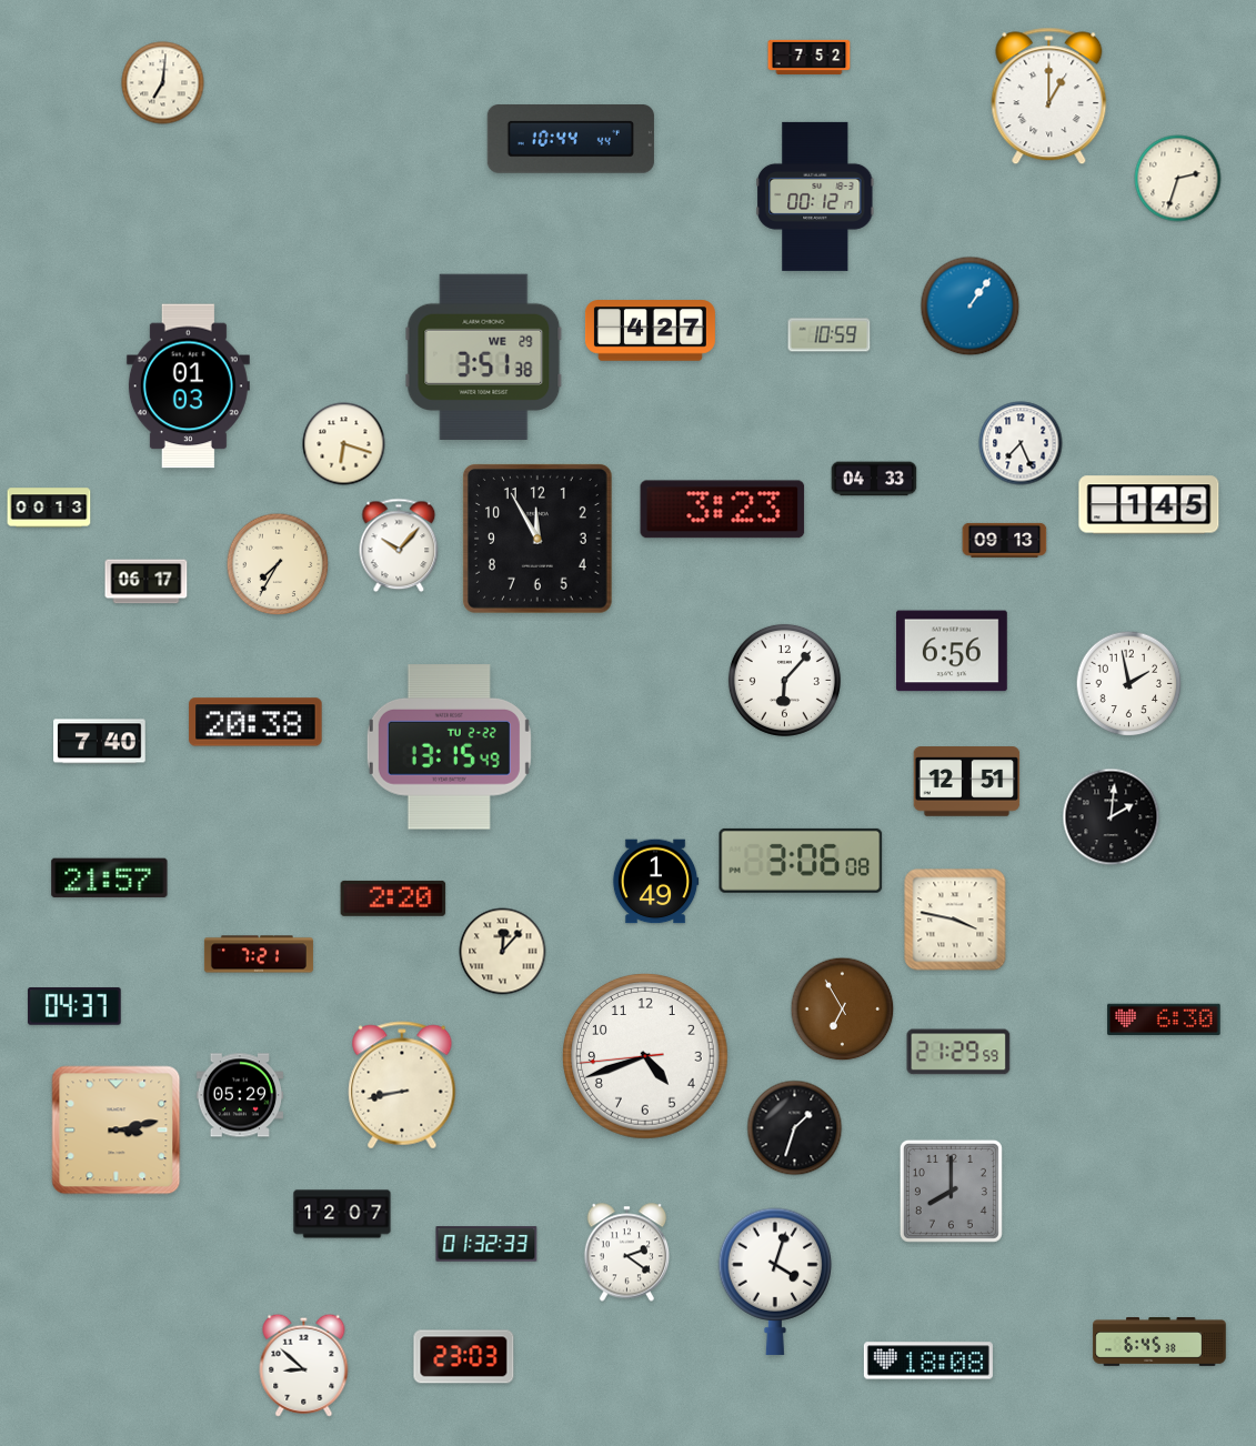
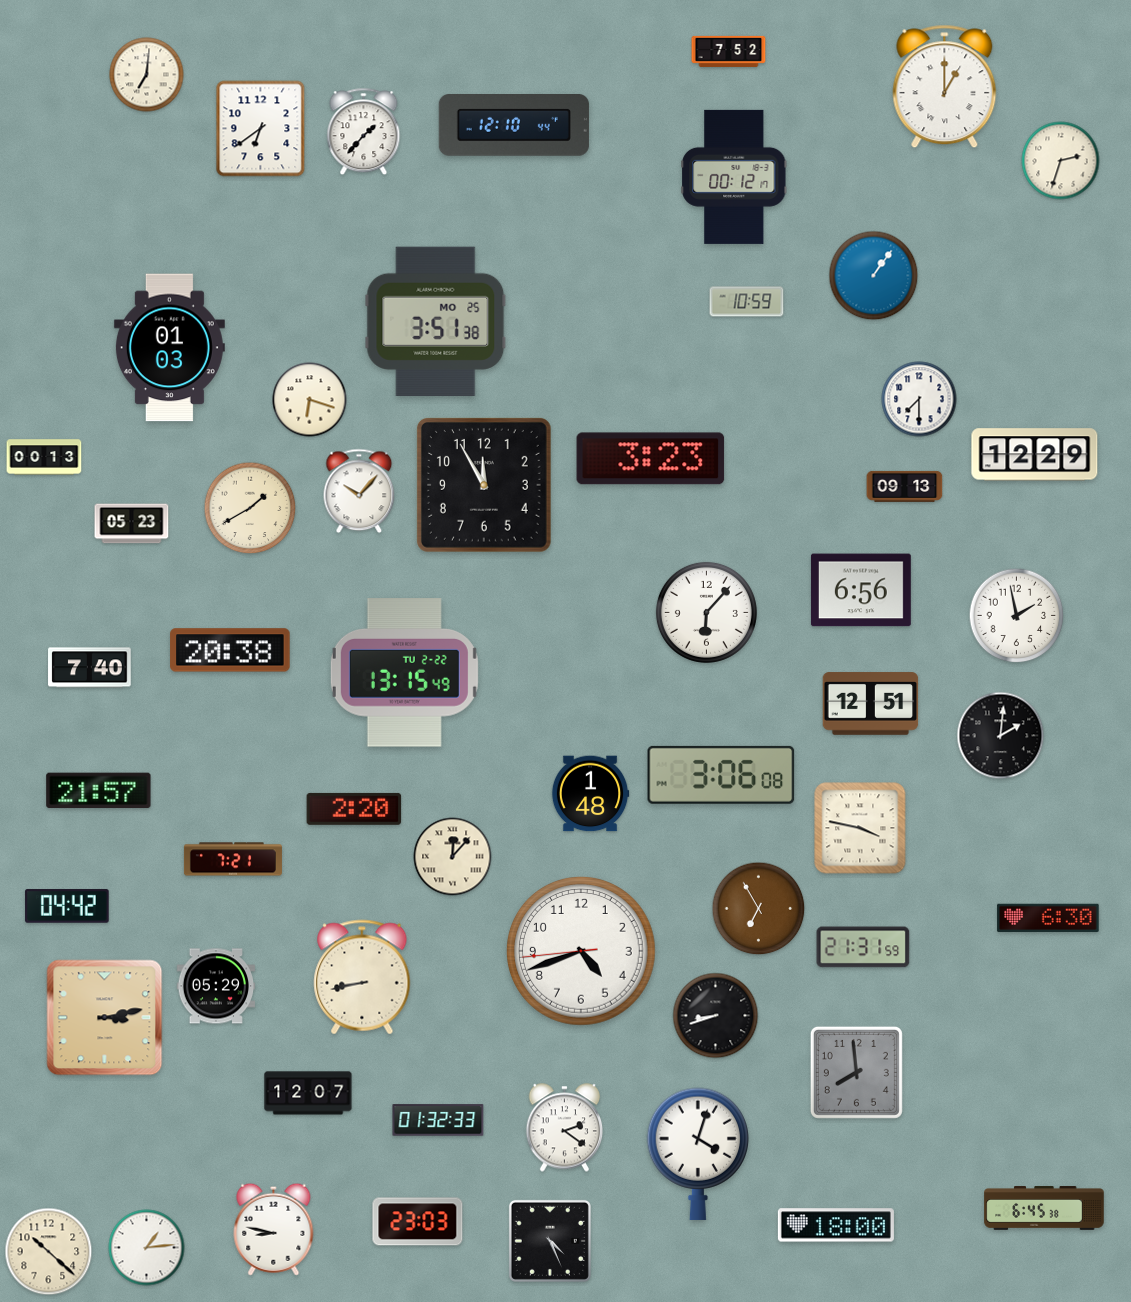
clock at (571, 140): 10:44 -> 12:10
clock at (261, 129): none -> 6:39
clock at (364, 132): none -> 1:37
clock at (650, 331): 4:27 -> none
clock at (484, 357) date: WE 29 -> MO 25
clock at (1021, 443): 7:26 -> 7:30
clock at (874, 479): 04:33 -> none
clock at (1149, 505): 1:45 -> 12:29
clock at (278, 564): 7:35 -> 1:40
clock at (147, 582): 06:17 -> 05:23
clock at (952, 651) position: (952, 651) -> (861, 590)
clock at (655, 882): 1:49 -> 1:48
clock at (74, 1006): 04:37 -> 04:42
clock at (958, 1052): 21:29 -> 21:31
clock at (795, 1128): 1:33 -> 8:42
clock at (951, 1191): 8:00 -> 7:59
clock at (928, 1360): 18:08 -> 18:00
clock at (304, 1365): 8:52 -> 8:47
clock at (550, 1241): none -> 4:26
clock at (147, 1248): none -> 1:14
clock at (49, 1252): none -> 10:22
